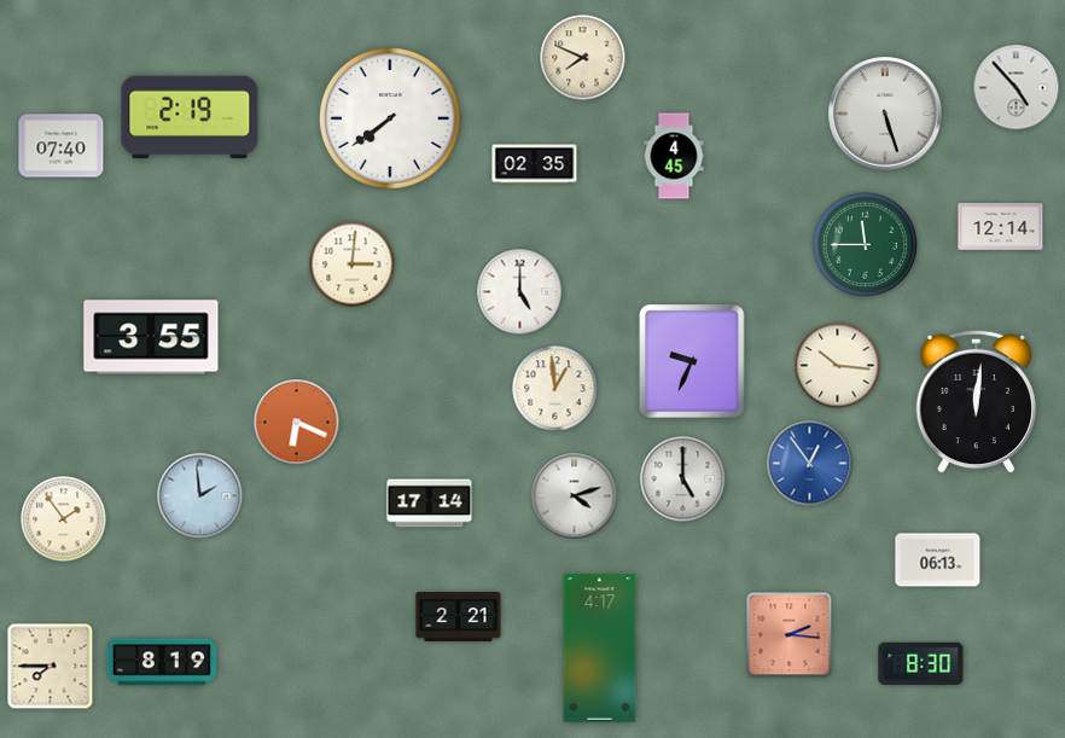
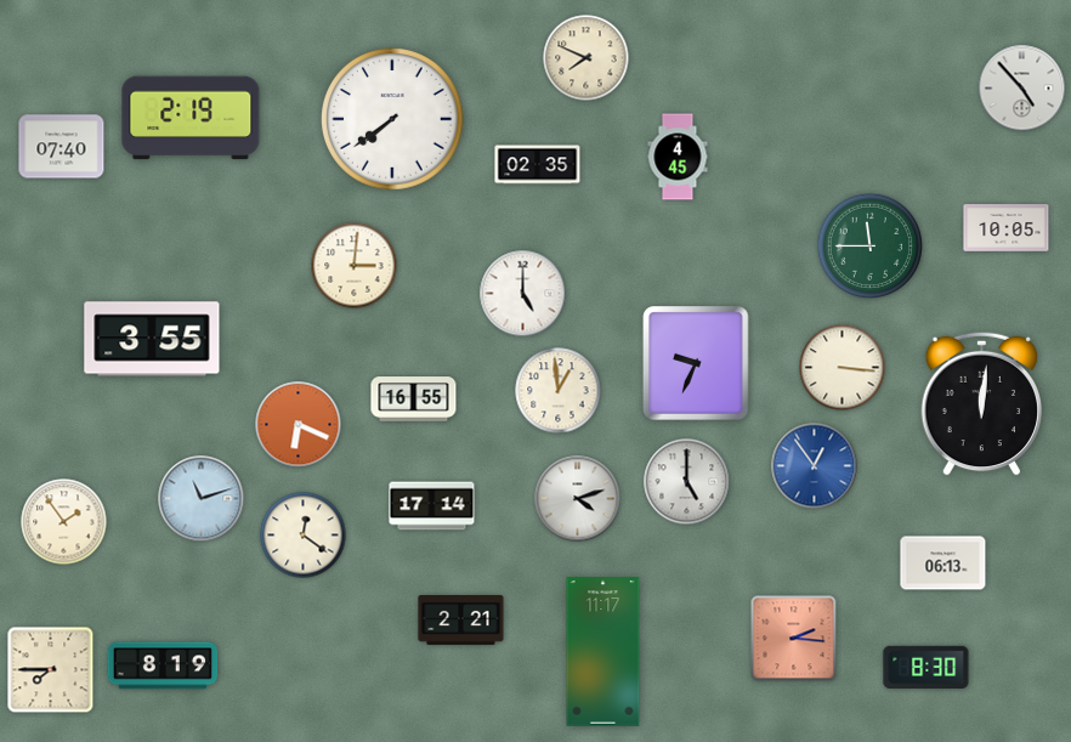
clock at (885, 114): 5:27 -> none
clock at (1001, 227): 12:14 -> 10:05
clock at (838, 366): 10:16 -> 3:16
clock at (414, 400): none -> 16:55
clock at (200, 496): 1:59 -> 11:12
clock at (304, 536): none -> 12:21
clock at (600, 649): 4:17 -> 11:17
